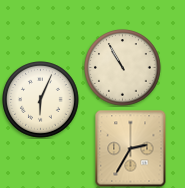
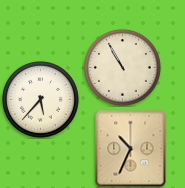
clock at (41, 100): 6:04 -> 5:37
clock at (131, 149): 2:35 -> 10:34
